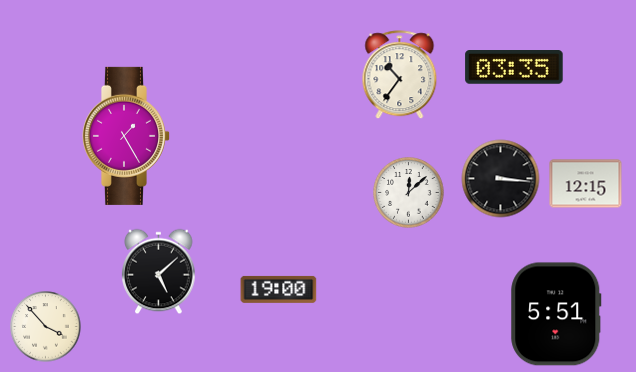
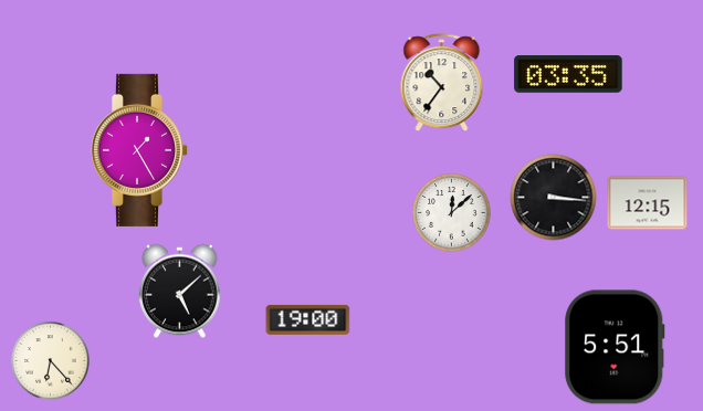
clock at (159, 272) position: (159, 272) -> (180, 292)
clock at (46, 327): 3:53 -> 6:23
